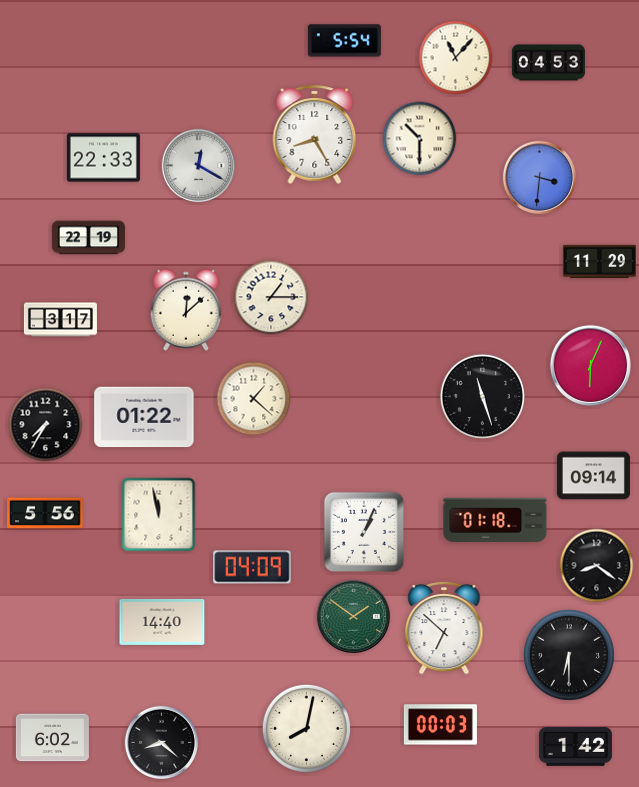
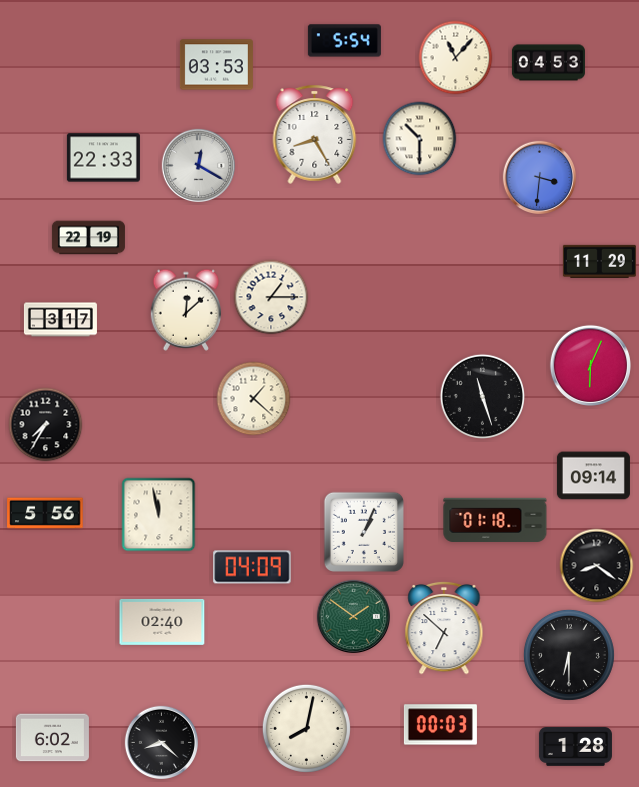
clock at (216, 65): none -> 03:53
clock at (144, 417): 01:22 -> none
clock at (162, 622): 14:40 -> 02:40
clock at (575, 747): 1:42 -> 1:28
